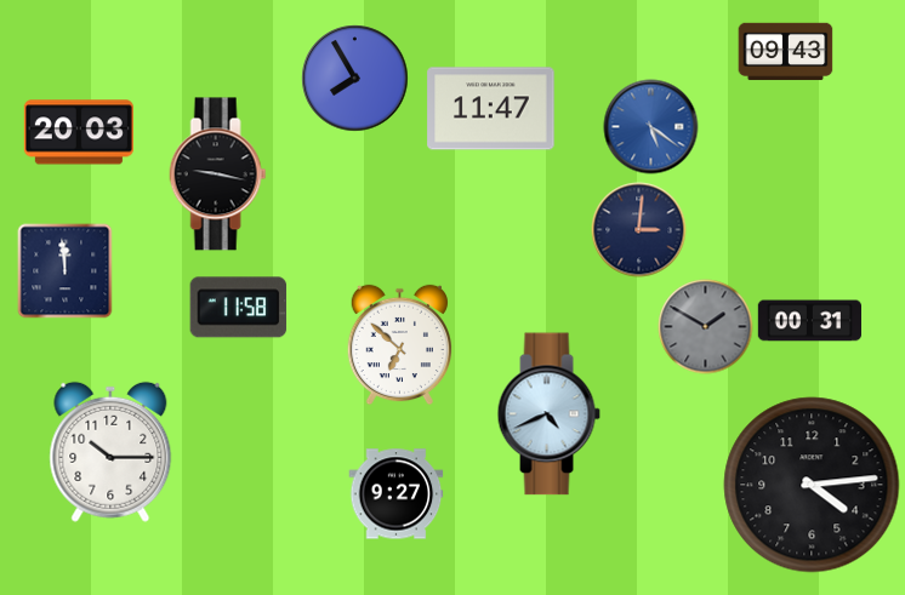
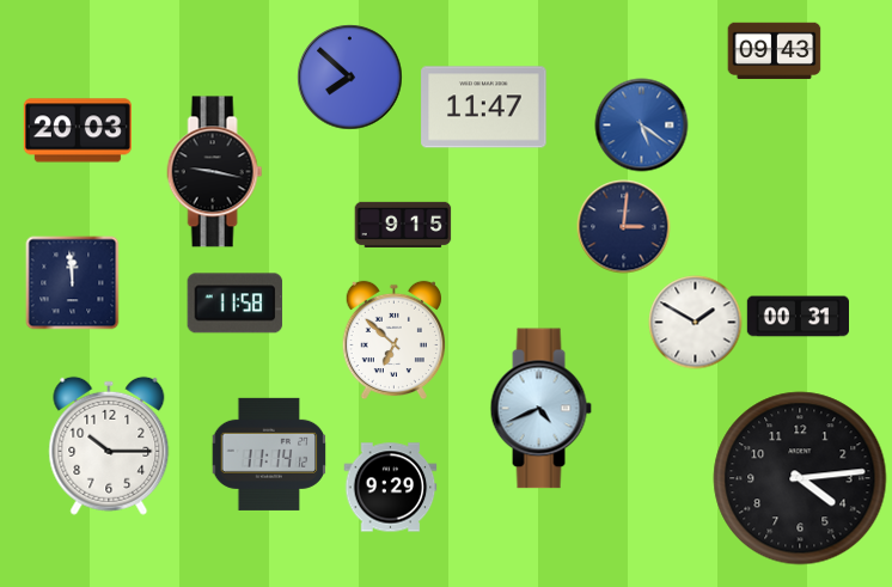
clock at (354, 78): 7:55 -> 7:52
clock at (403, 225): none -> 9:15
clock at (638, 229) position: (638, 229) -> (623, 226)
clock at (64, 270) position: (64, 270) -> (72, 282)
clock at (705, 326) dial: grey -> white
clock at (269, 454): none -> 11:14
clock at (395, 494): 9:27 -> 9:29
